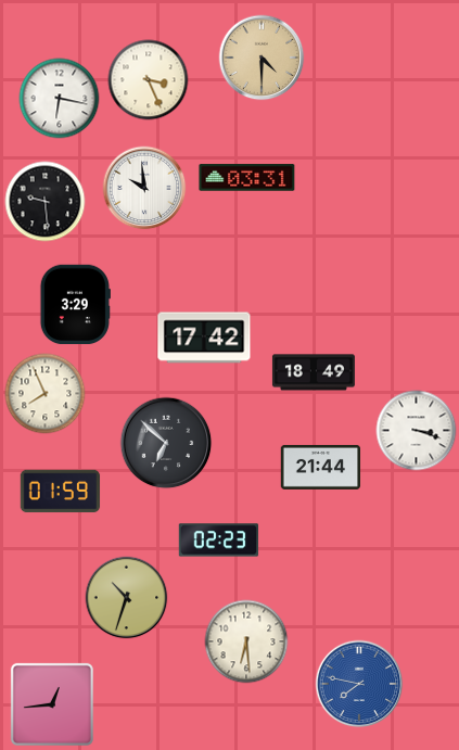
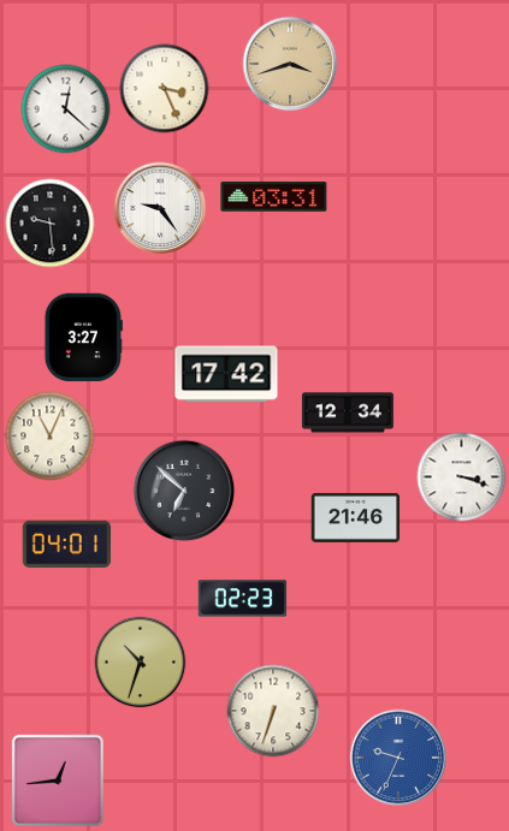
clock at (262, 58): 4:30 -> 3:42
clock at (60, 99): 6:17 -> 12:22
clock at (144, 188): 9:59 -> 9:24
clock at (75, 305): 3:29 -> 3:27
clock at (314, 372): 18:49 -> 12:34
clock at (46, 394): 7:56 -> 11:04
clock at (321, 467): 21:44 -> 21:46
clock at (61, 492): 01:59 -> 04:01
clock at (246, 641): 6:29 -> 6:33
clock at (359, 684): 7:47 -> 9:34
